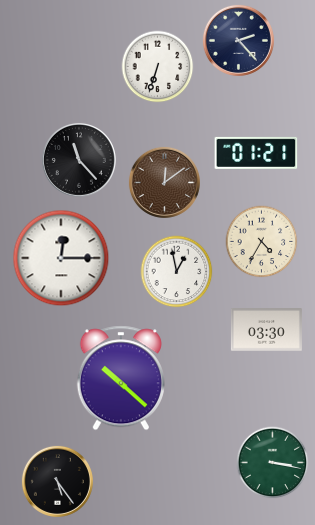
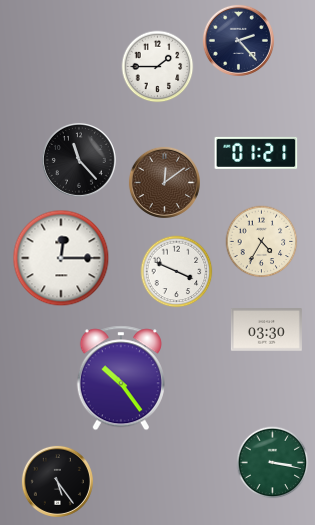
clock at (158, 67): 6:33 -> 1:45
clock at (177, 272): 12:58 -> 3:49
clock at (121, 378): 10:22 -> 10:24
